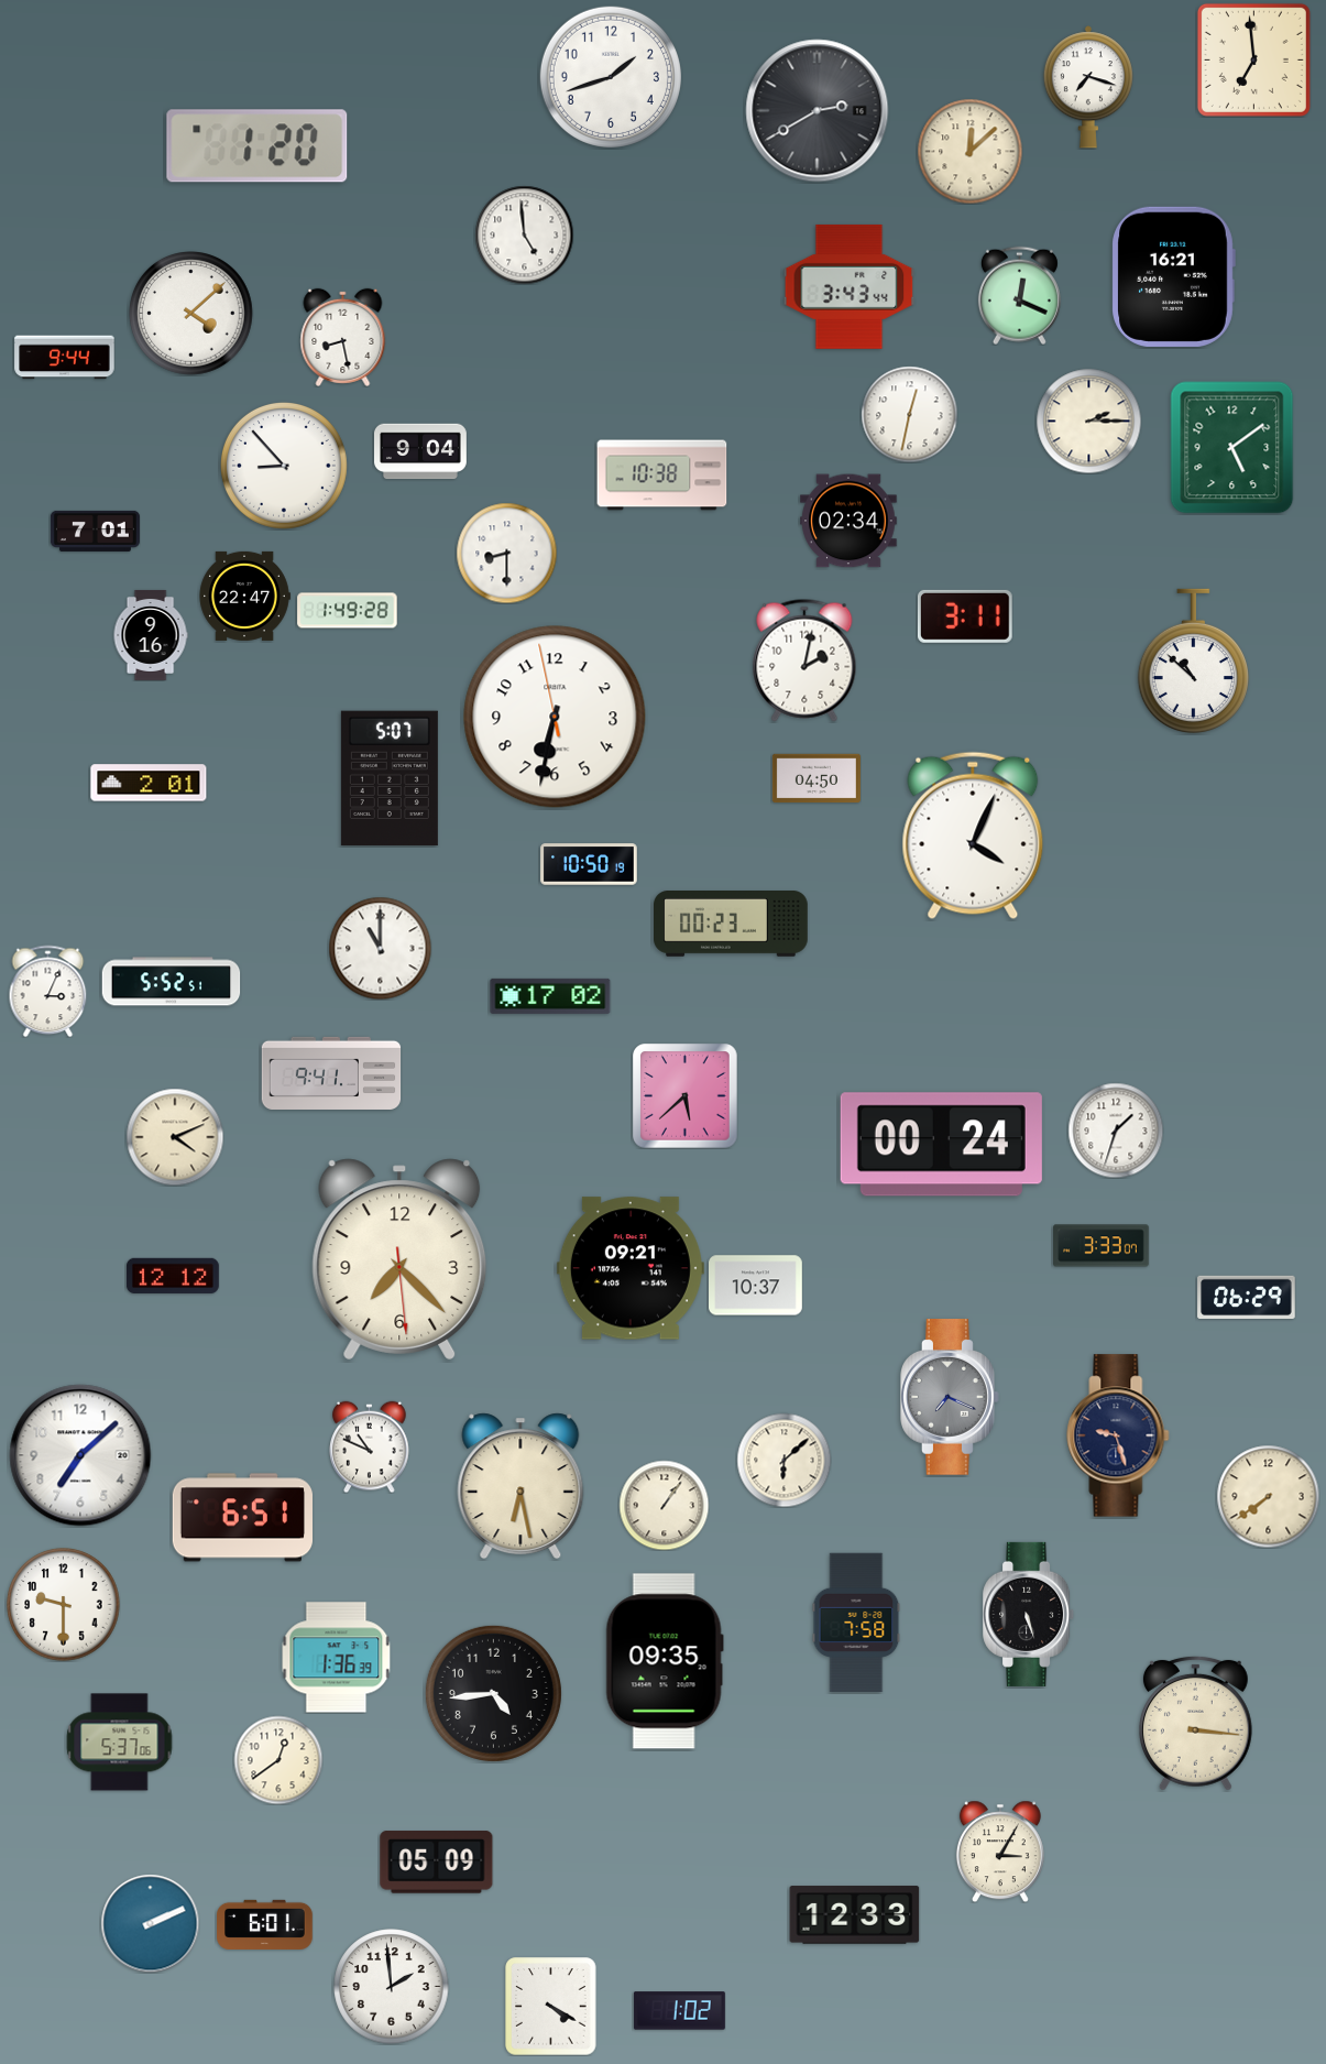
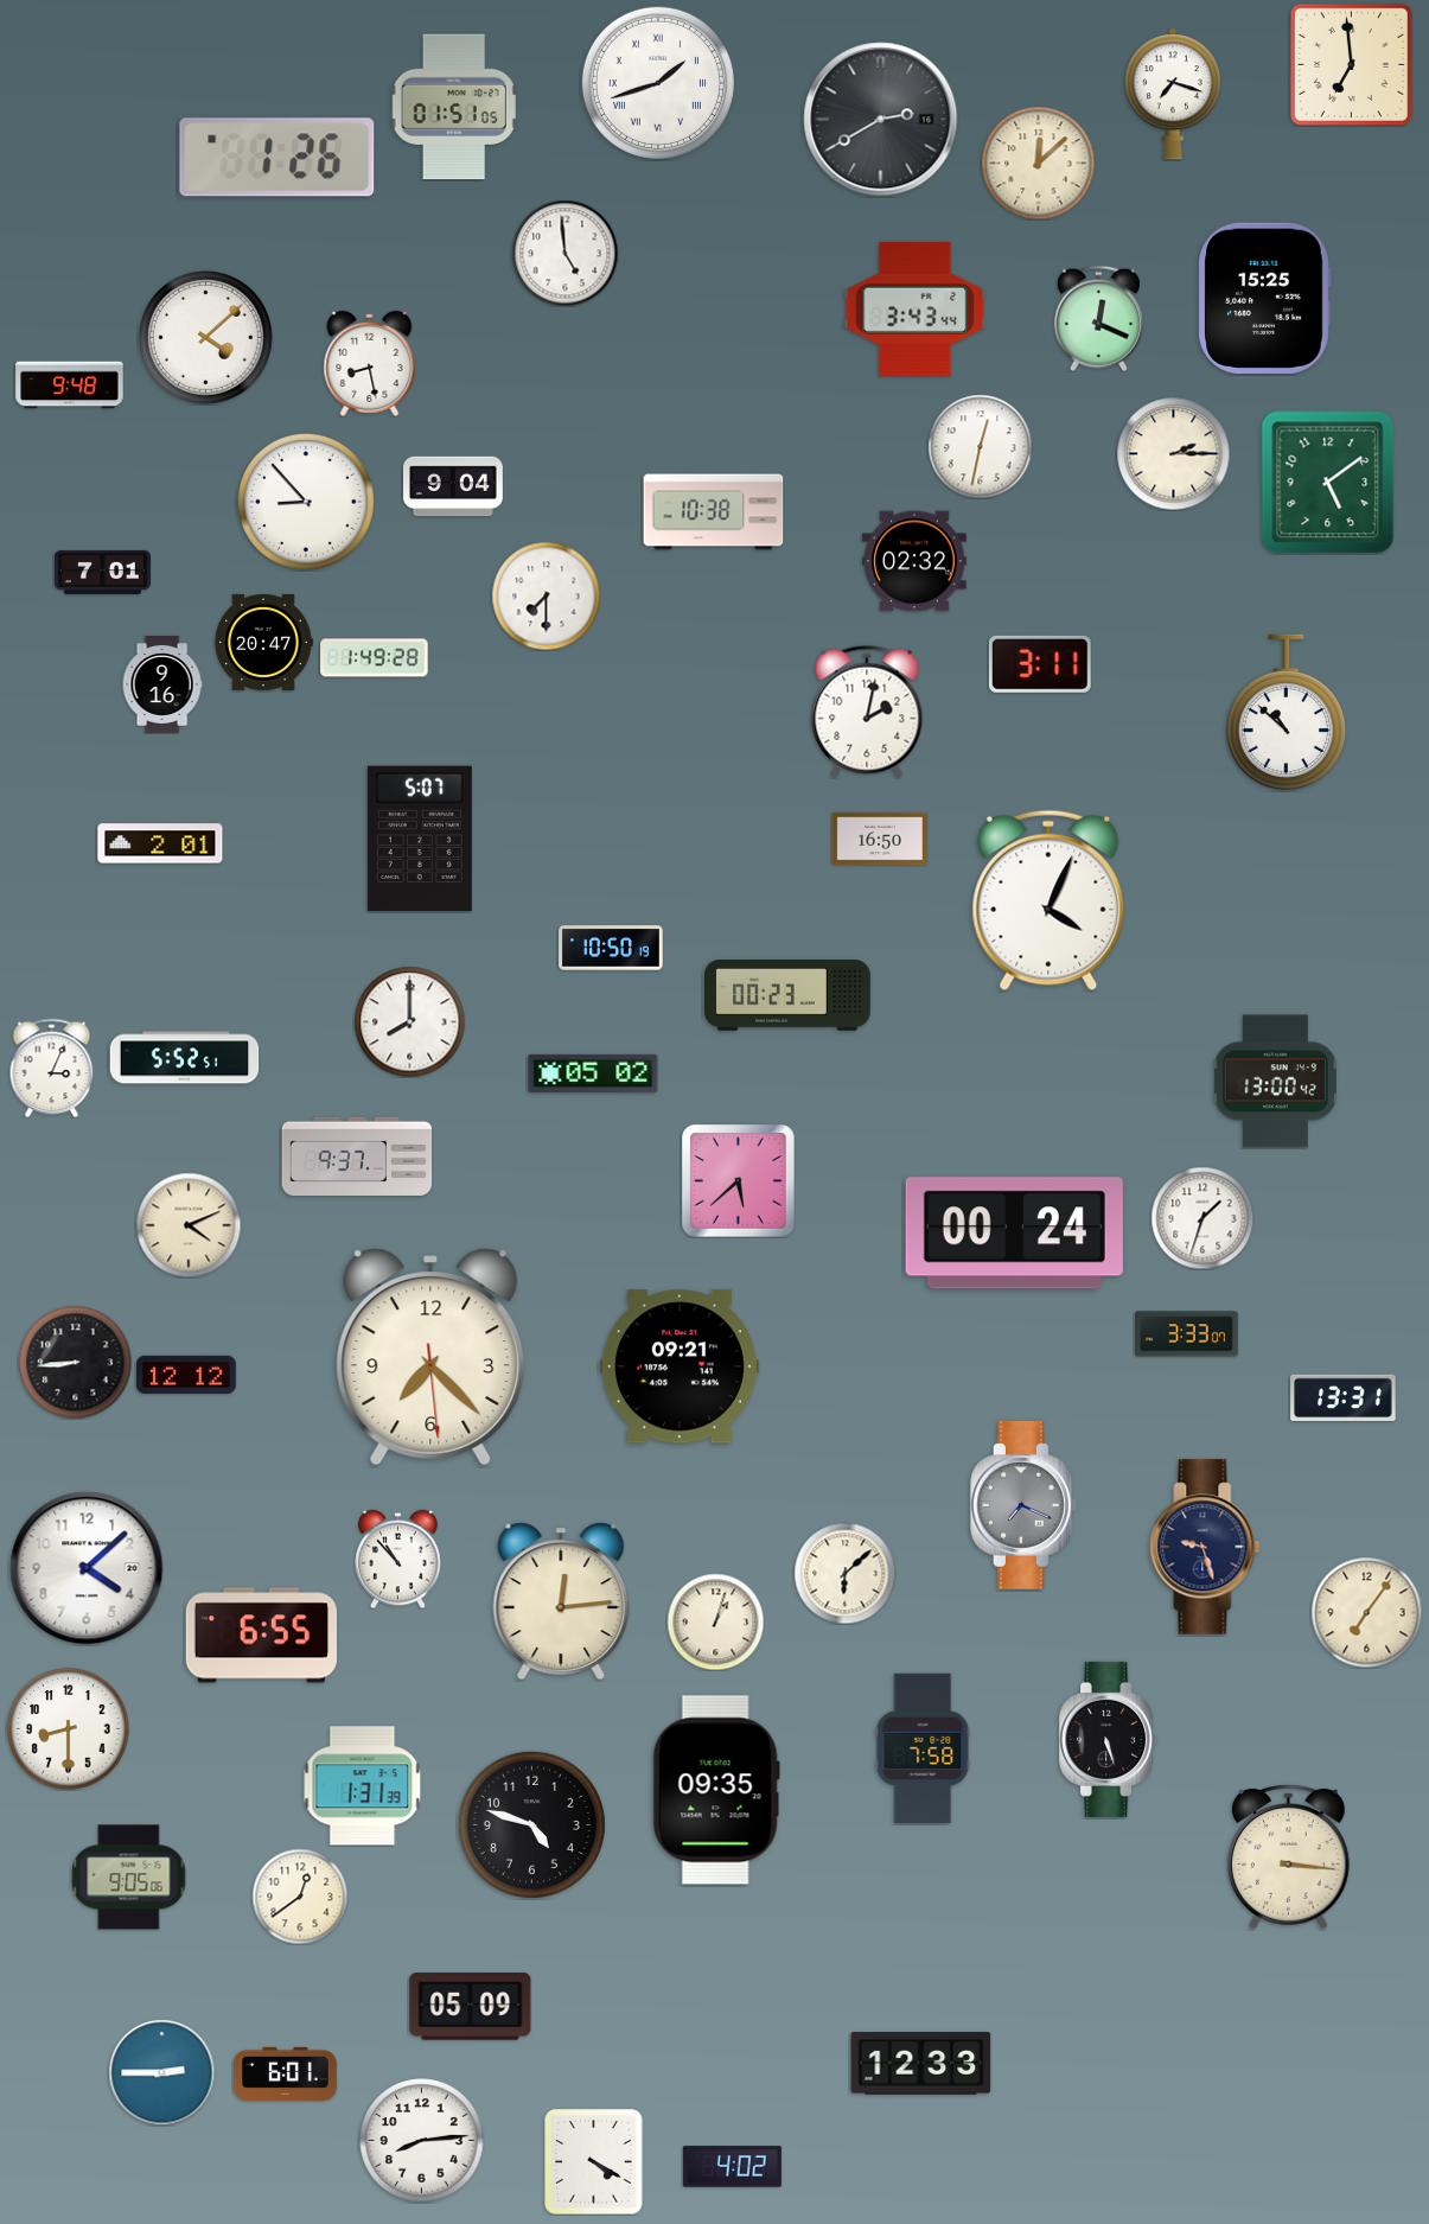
clock at (611, 77) numerals: Arabic -> Roman
clock at (454, 107): none -> 01:51
clock at (257, 146): 1:20 -> 1:26
clock at (969, 151) position: (969, 151) -> (1038, 163)
clock at (1173, 276): 16:21 -> 15:25
clock at (65, 358): 9:44 -> 9:48
clock at (848, 521): 02:34 -> 02:32
clock at (506, 553): 8:30 -> 7:30
clock at (244, 596): 22:47 -> 20:47
clock at (555, 717): 6:31 -> none
clock at (817, 778): 04:50 -> 16:50
clock at (589, 864) position: (589, 864) -> (611, 948)
clock at (380, 948): 11:00 -> 8:00
clock at (550, 996): 17:02 -> 05:02
clock at (1275, 1082): none -> 13:00
clock at (331, 1073): 9:41 -> 9:37
clock at (1102, 1246) position: (1102, 1246) -> (1187, 1334)
clock at (75, 1362): none -> 8:44
clock at (756, 1286): 10:37 -> none
clock at (1247, 1297): 06:29 -> 13:31
clock at (370, 1446): 10:49 -> 10:53
clock at (80, 1455): 7:08 -> 4:08
clock at (520, 1486): 6:28 -> 12:14
clock at (1268, 1496): 7:39 -> 7:06
clock at (664, 1505): 1:06 -> 1:03
clock at (242, 1518): 6:51 -> 6:55
clock at (64, 1605): 9:30 -> 8:30
clock at (337, 1658): 1:36 -> 1:31
clock at (493, 1693): 4:44 -> 4:48
clock at (119, 1743): 5:37 -> 9:05
clock at (1000, 1852): 3:05 -> none
clock at (150, 1923): 2:11 -> 2:45
clock at (392, 1987): 1:59 -> 8:14
clock at (679, 2011): 1:02 -> 4:02
